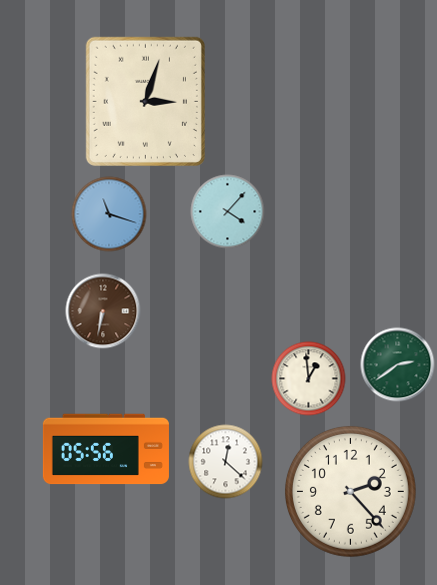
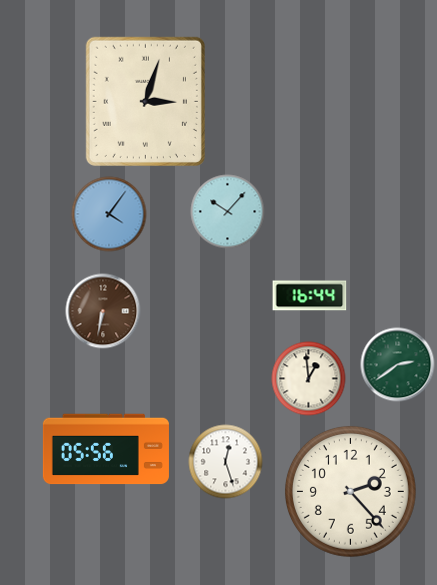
clock at (228, 212): 4:07 -> 10:07
clock at (109, 214): 11:18 -> 4:06
clock at (310, 296): none -> 16:44
clock at (226, 462): 12:22 -> 12:27
